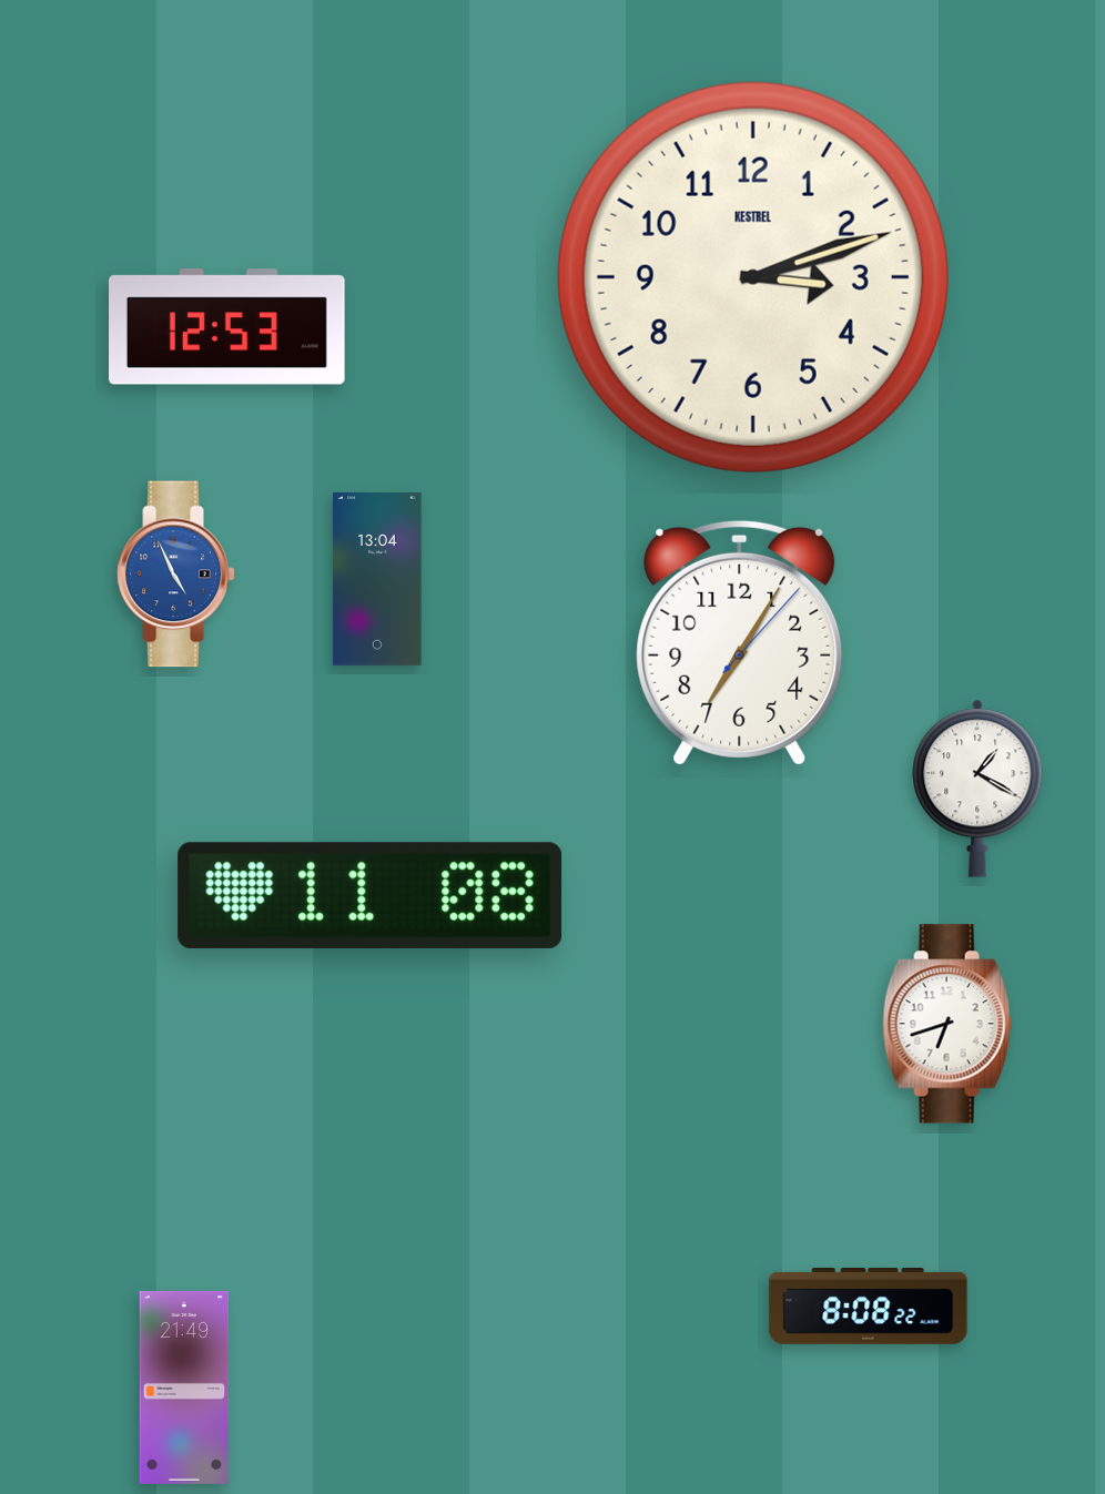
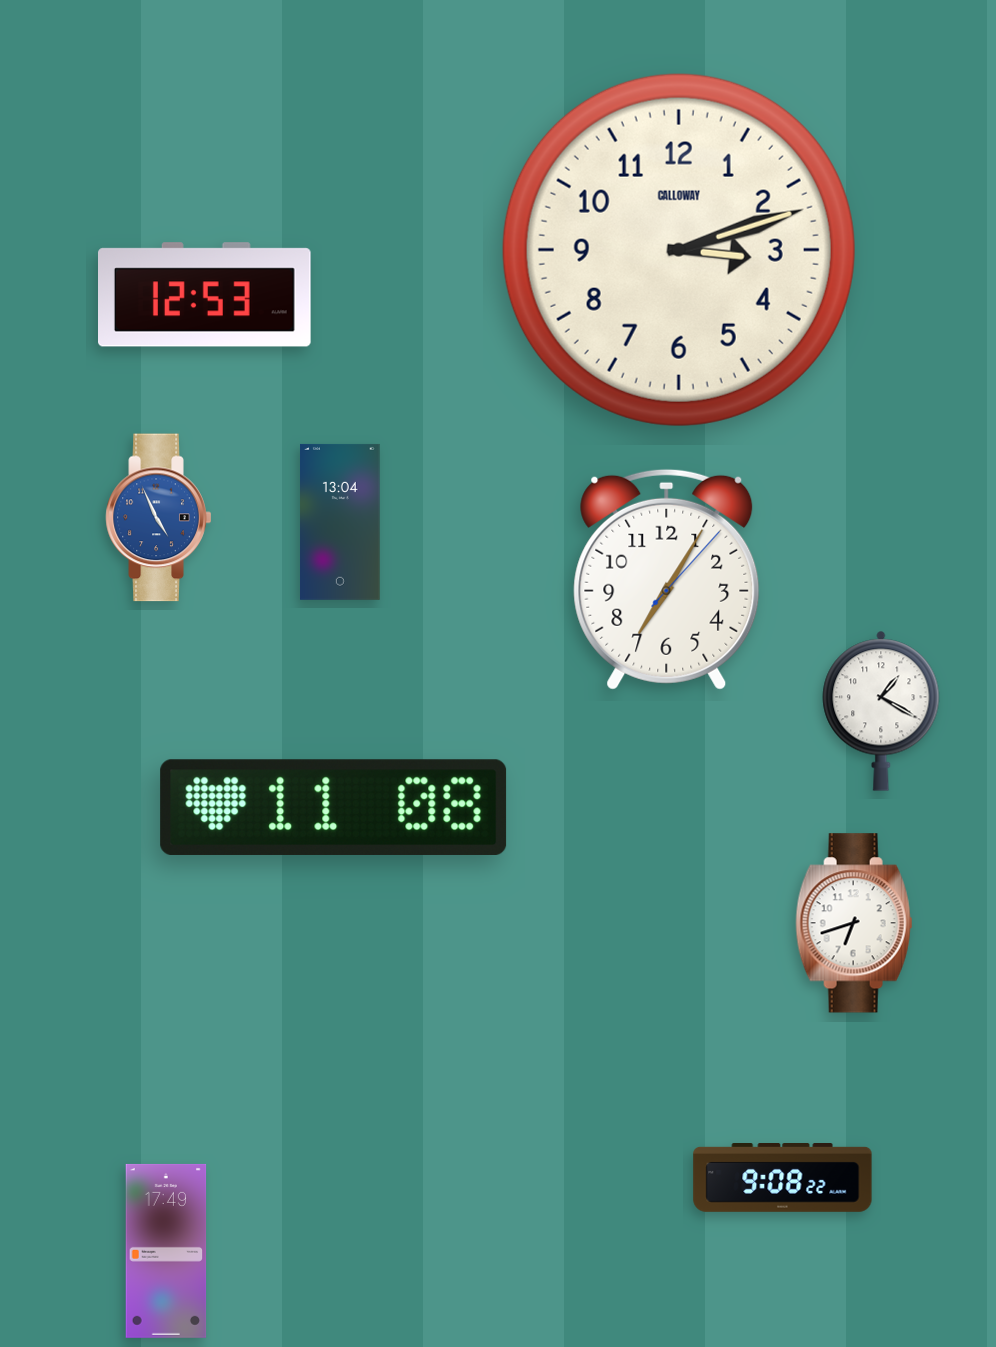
clock at (753, 277) brand: KESTREL -> CALLOWAY
clock at (869, 1307): 8:08 -> 9:08
clock at (184, 1388): 21:49 -> 17:49
